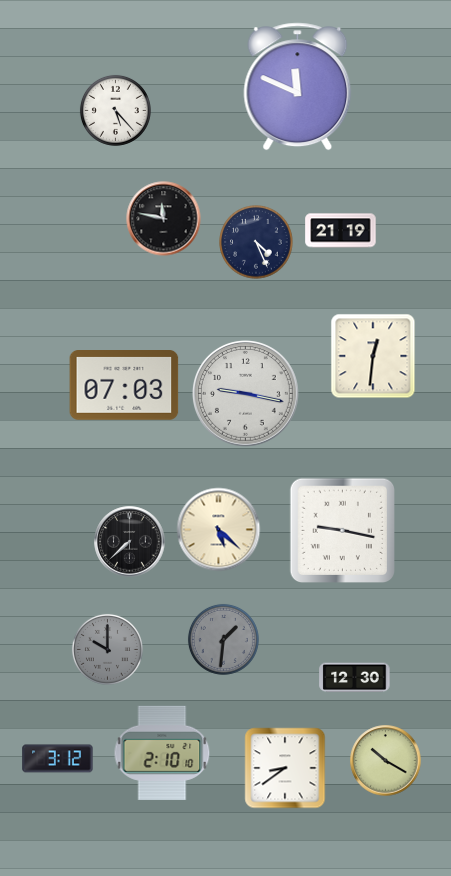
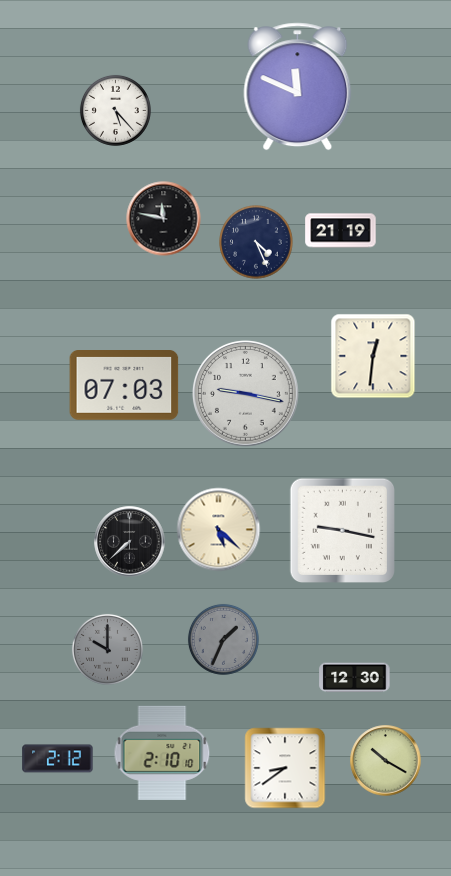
clock at (223, 639): 1:31 -> 1:34
clock at (58, 759): 3:12 -> 2:12
